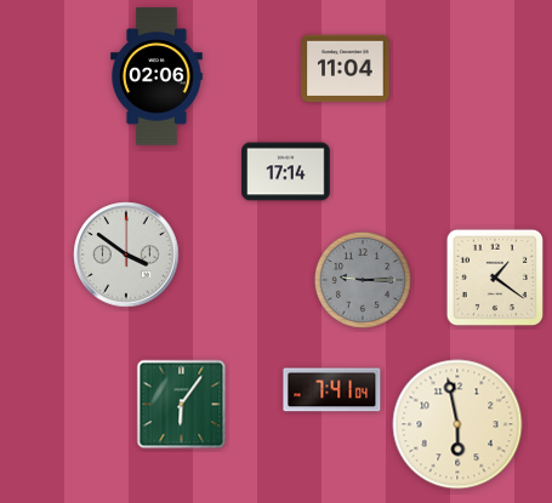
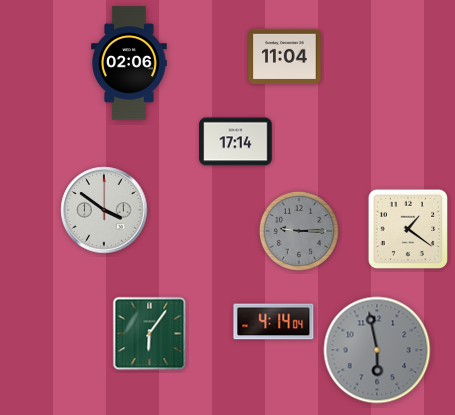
clock at (332, 390): 7:41 -> 4:14
clock at (457, 424) dial: cream -> grey
